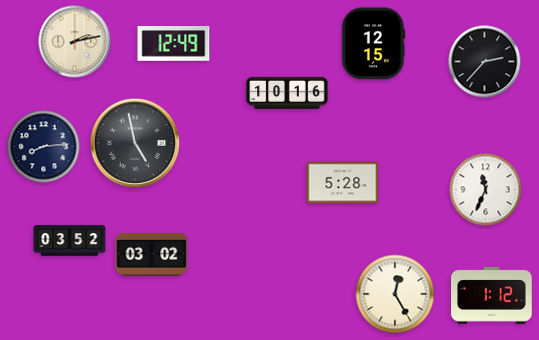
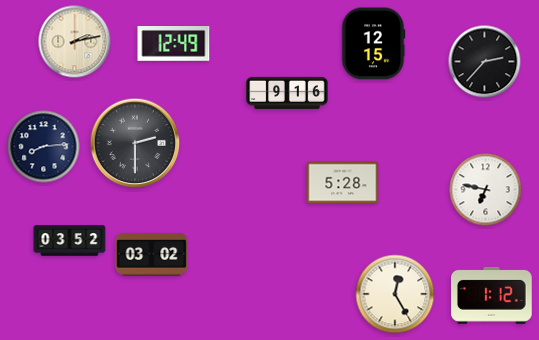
clock at (287, 93): 10:16 -> 9:16
clock at (135, 143): 4:58 -> 2:30
clock at (486, 190): 11:34 -> 6:47
